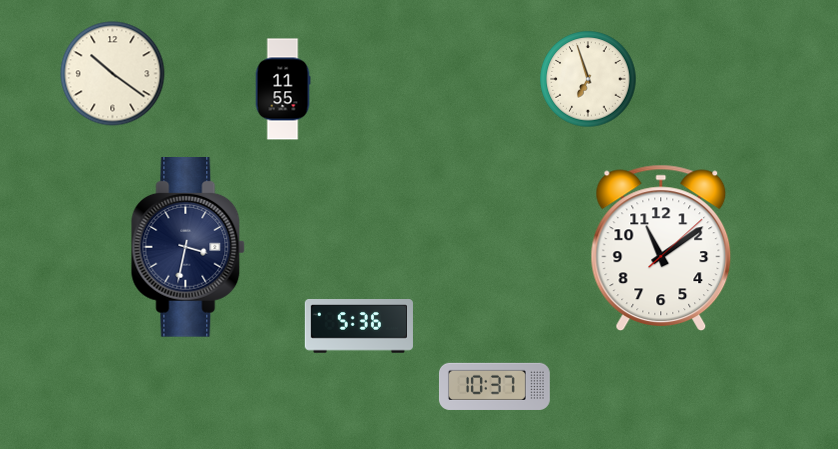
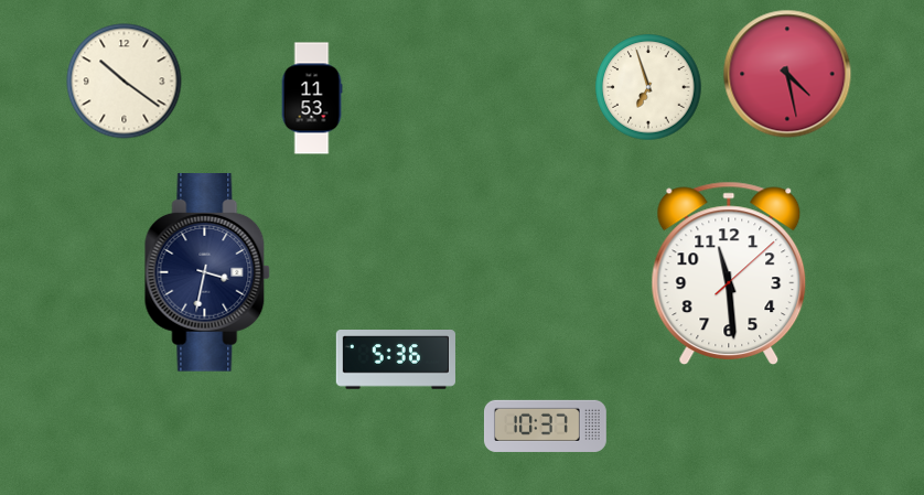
clock at (787, 74): none -> 4:28
clock at (283, 89): 11:55 -> 11:53
clock at (661, 248): 11:09 -> 11:29
